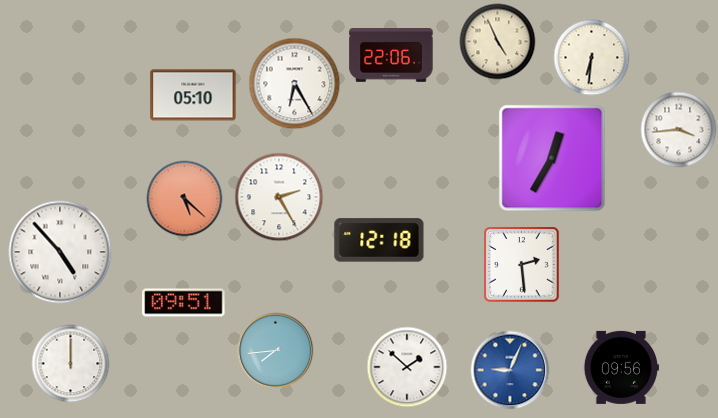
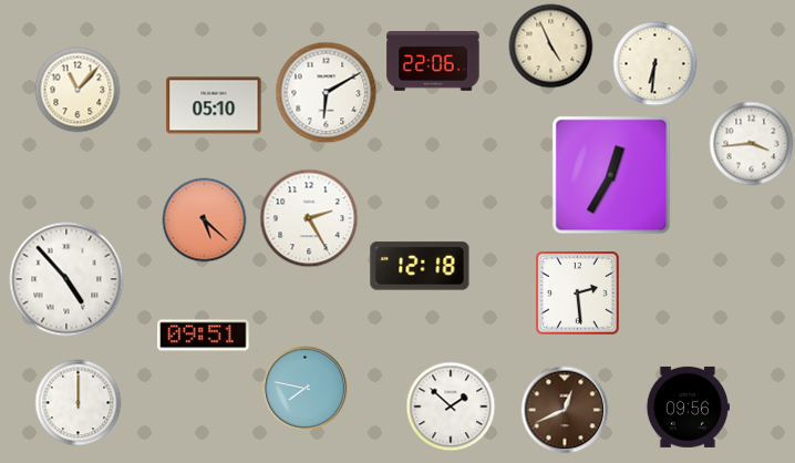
clock at (78, 90): none -> 11:07
clock at (295, 84): 6:25 -> 6:10
clock at (276, 351): 7:44 -> 7:47
clock at (510, 370): 9:04 -> 12:41
clock at (510, 370) dial: blue -> brown
